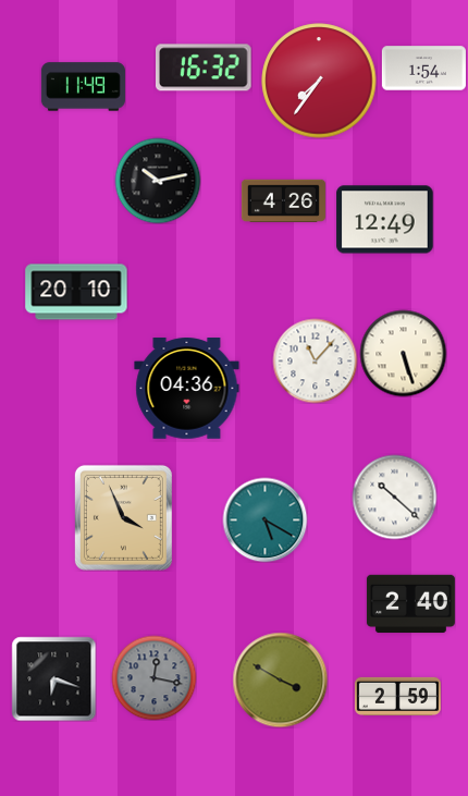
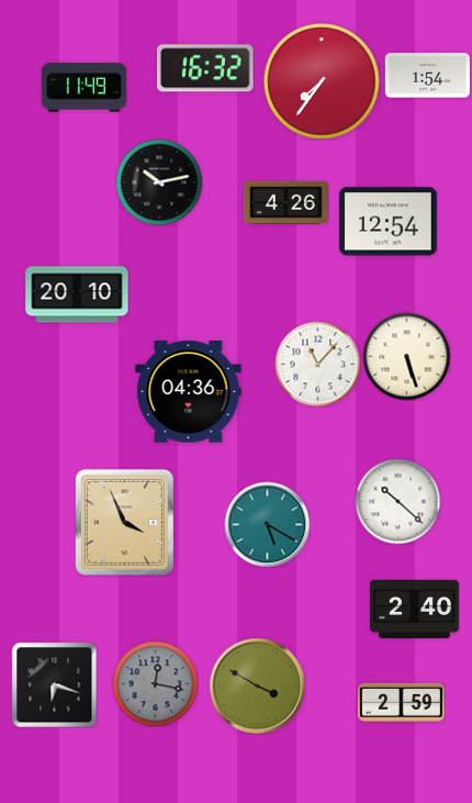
clock at (423, 69) position: (423, 69) -> (427, 76)
clock at (385, 220): 12:49 -> 12:54
clock at (280, 679) position: (280, 679) -> (257, 685)
